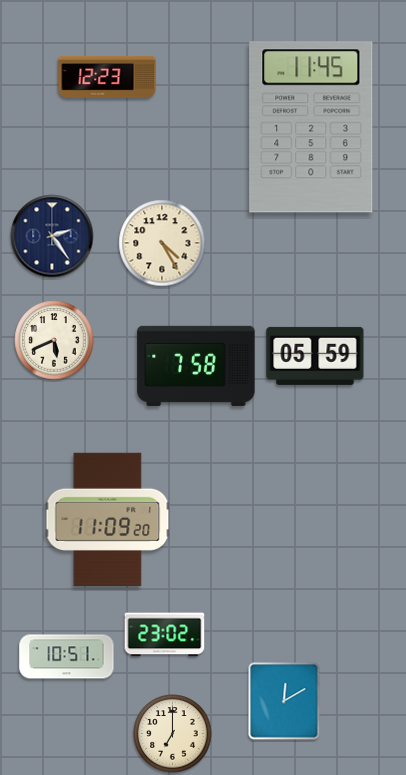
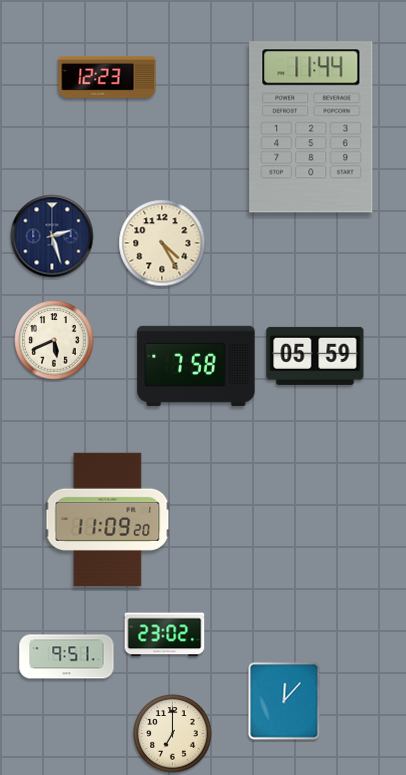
clock at (311, 127): 11:45 -> 11:44
clock at (52, 236): 2:24 -> 2:27
clock at (67, 657): 10:51 -> 9:51
clock at (284, 701): 12:10 -> 12:07
